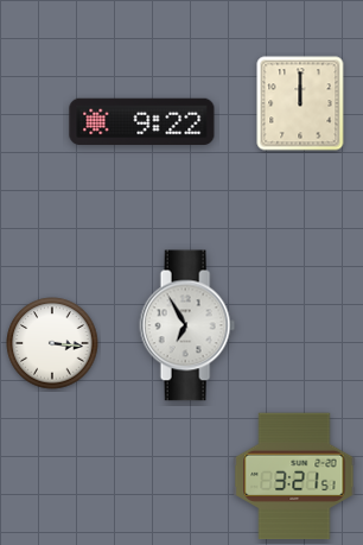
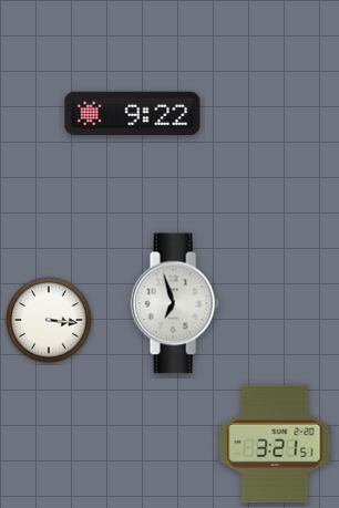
clock at (300, 103): 12:00 -> none
clock at (187, 325): 6:55 -> 6:57
